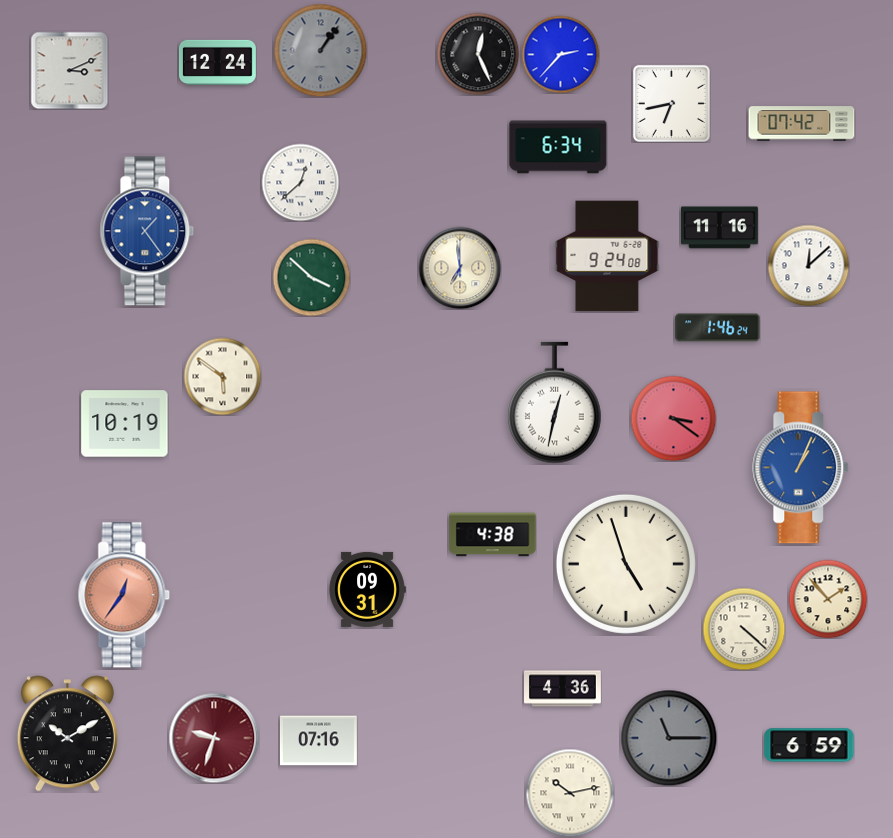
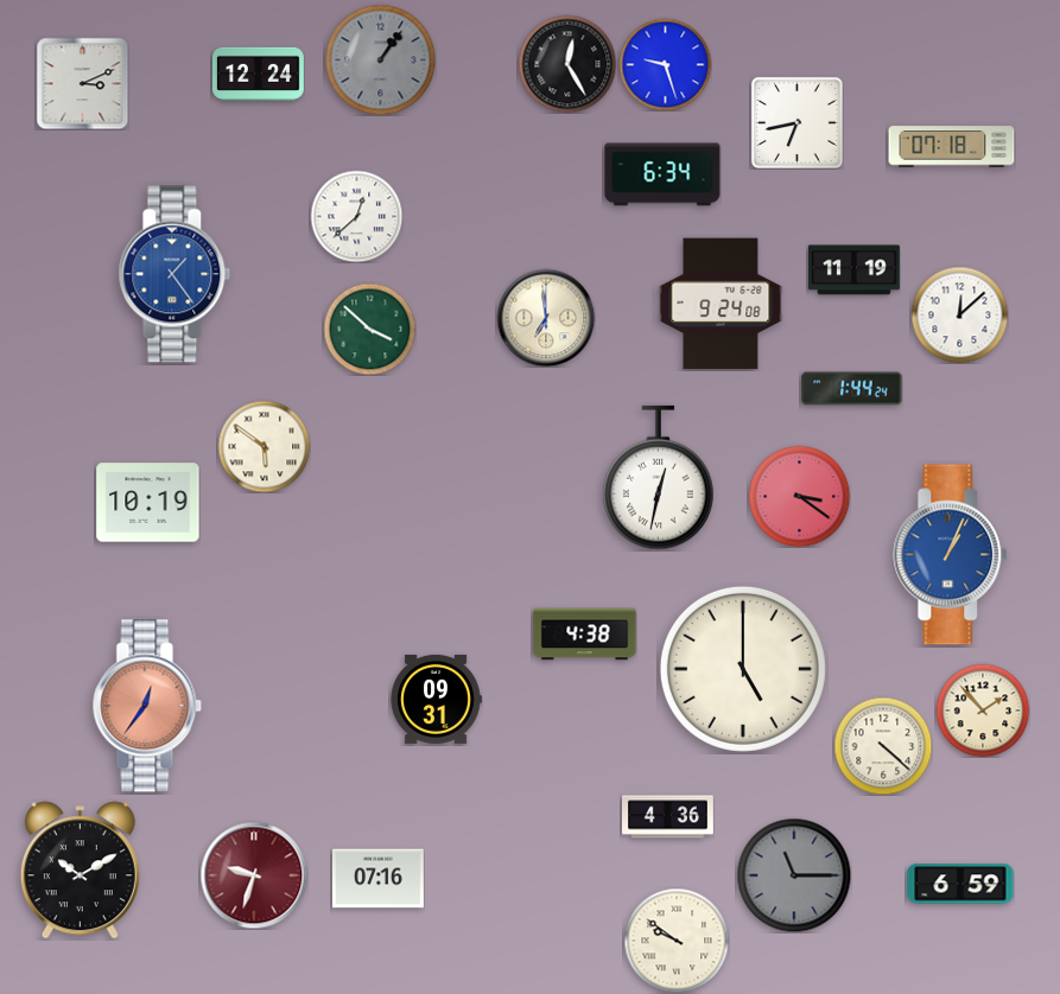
clock at (478, 54): 12:26 -> 12:25
clock at (560, 54): 2:37 -> 9:27
clock at (802, 124): 07:42 -> 07:18
clock at (719, 228): 11:16 -> 11:19
clock at (718, 328): 1:46 -> 1:44
clock at (626, 564): 4:57 -> 5:00
clock at (570, 793): 10:13 -> 9:51
